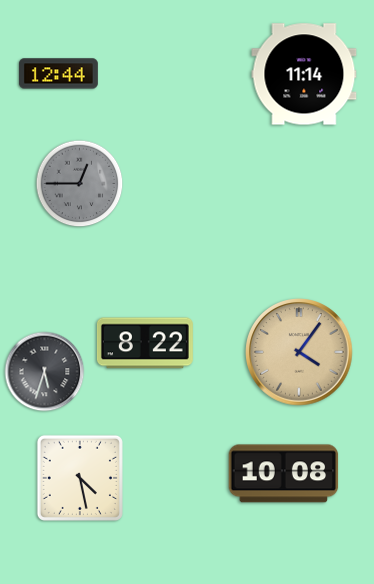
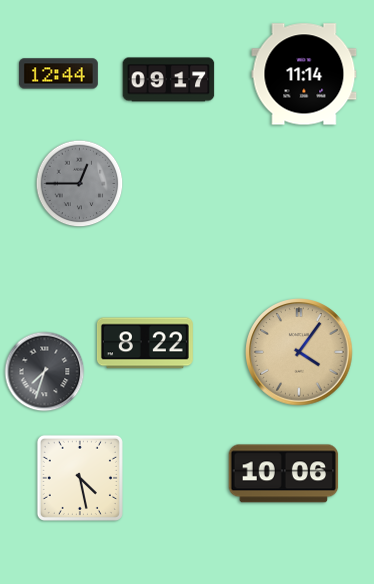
clock at (169, 80): none -> 09:17
clock at (45, 372): 5:33 -> 7:33
clock at (284, 474): 10:08 -> 10:06
